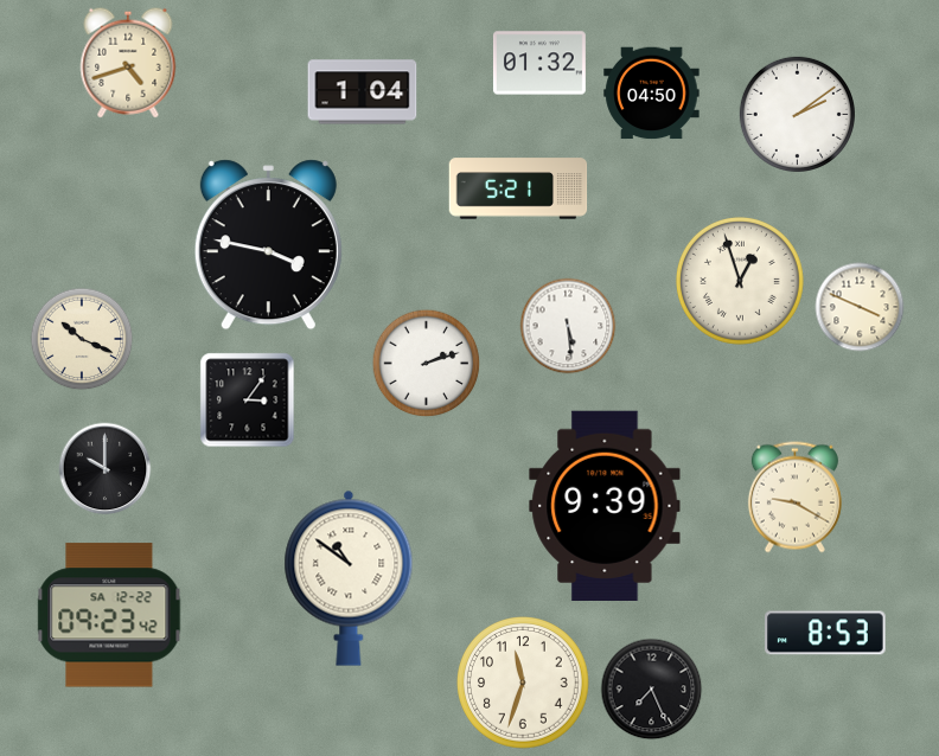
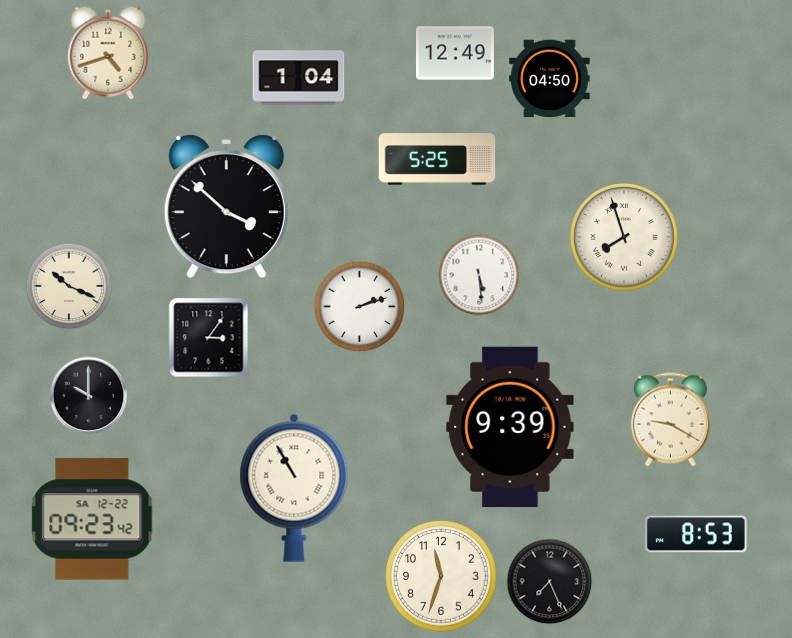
clock at (539, 63): 01:32 -> 12:49
clock at (363, 92) position: (363, 92) -> (299, 78)
clock at (797, 114): 2:09 -> none
clock at (518, 188): 5:21 -> 5:25
clock at (268, 245): 3:47 -> 3:52
clock at (740, 281): 12:57 -> 7:57
clock at (860, 307): 3:49 -> none
clock at (349, 578): 10:51 -> 10:55
